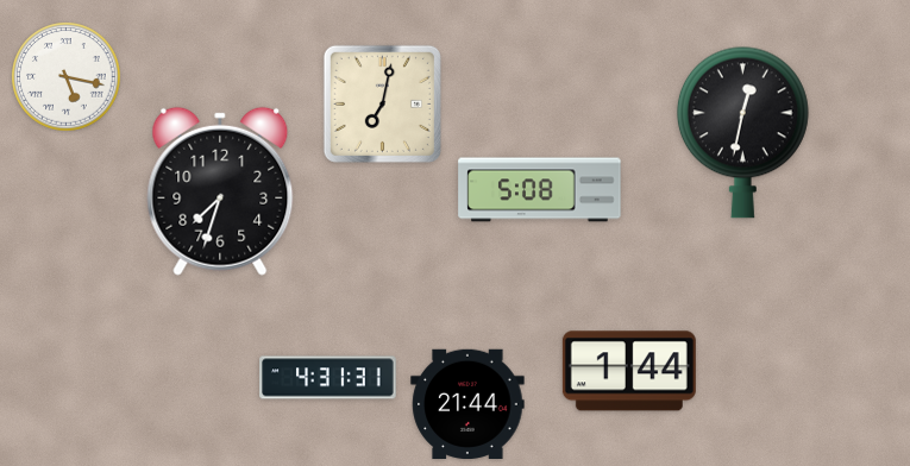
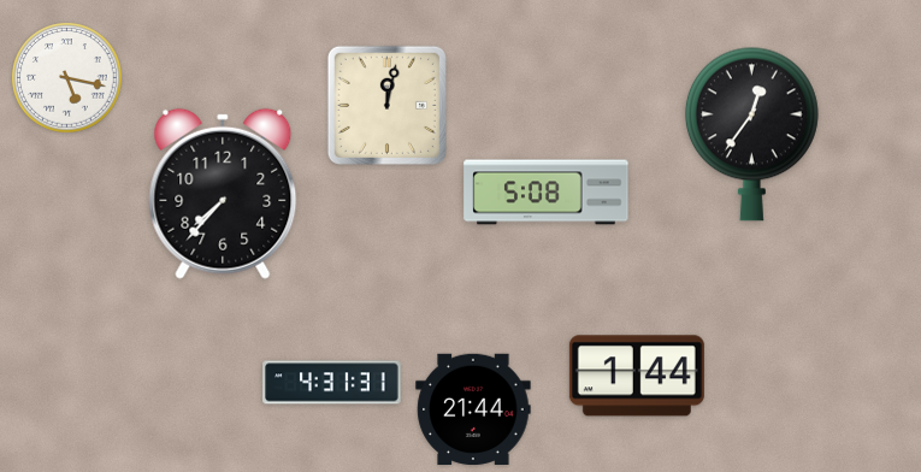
clock at (382, 103): 7:02 -> 12:02
clock at (742, 132): 12:32 -> 12:36
clock at (220, 191): 7:33 -> 7:37
